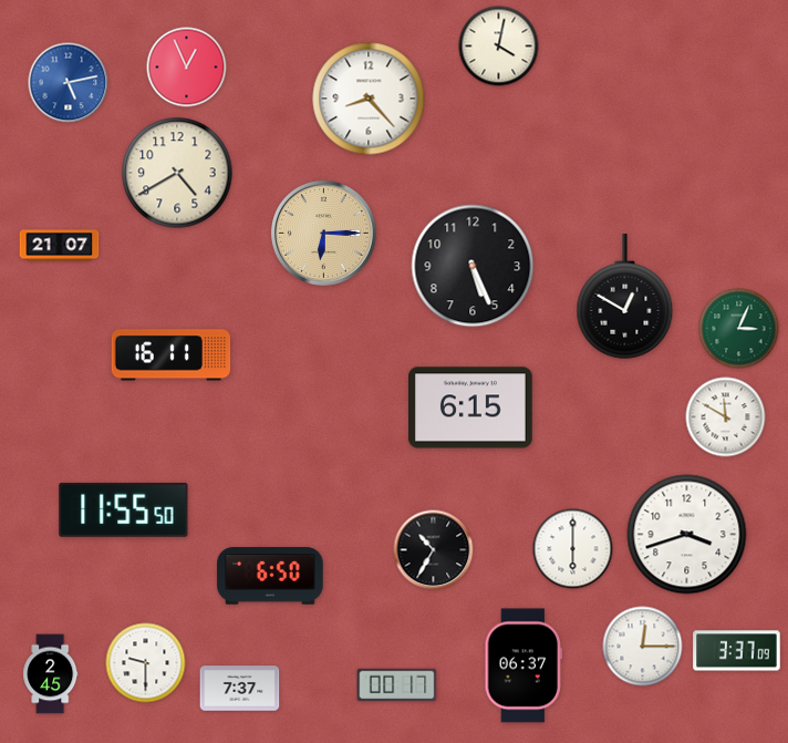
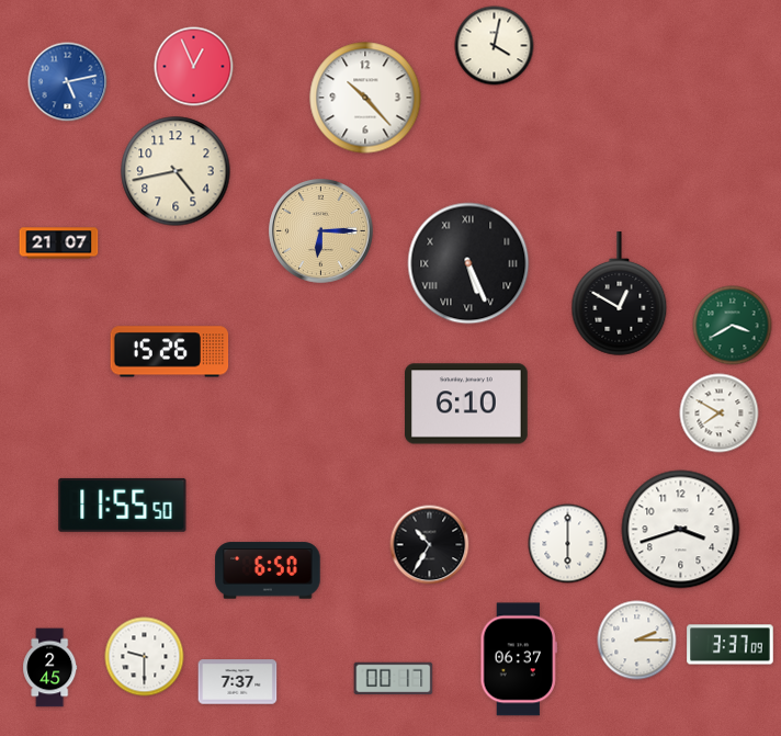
clock at (187, 68) position: (187, 68) -> (194, 67)
clock at (369, 99): 8:23 -> 10:23
clock at (177, 173): 4:40 -> 4:43
clock at (473, 266) numerals: Arabic -> Roman
clock at (739, 329): 3:04 -> 3:40
clock at (172, 355): 16:11 -> 15:26
clock at (471, 407): 6:15 -> 6:10
clock at (726, 417): 11:50 -> 7:50
clock at (643, 647): 12:15 -> 2:15
